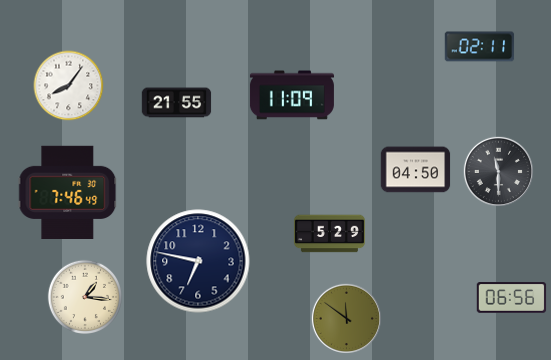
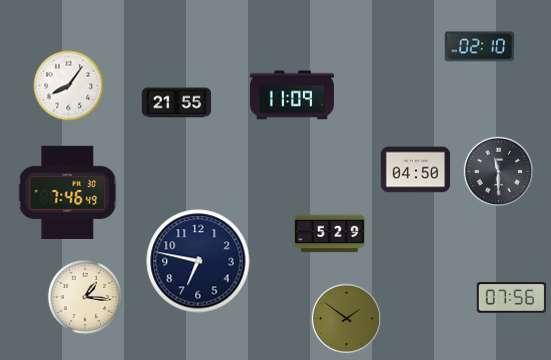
clock at (480, 47): 02:11 -> 02:10
clock at (512, 298): 06:56 -> 07:56
clock at (346, 318): 11:51 -> 1:51
